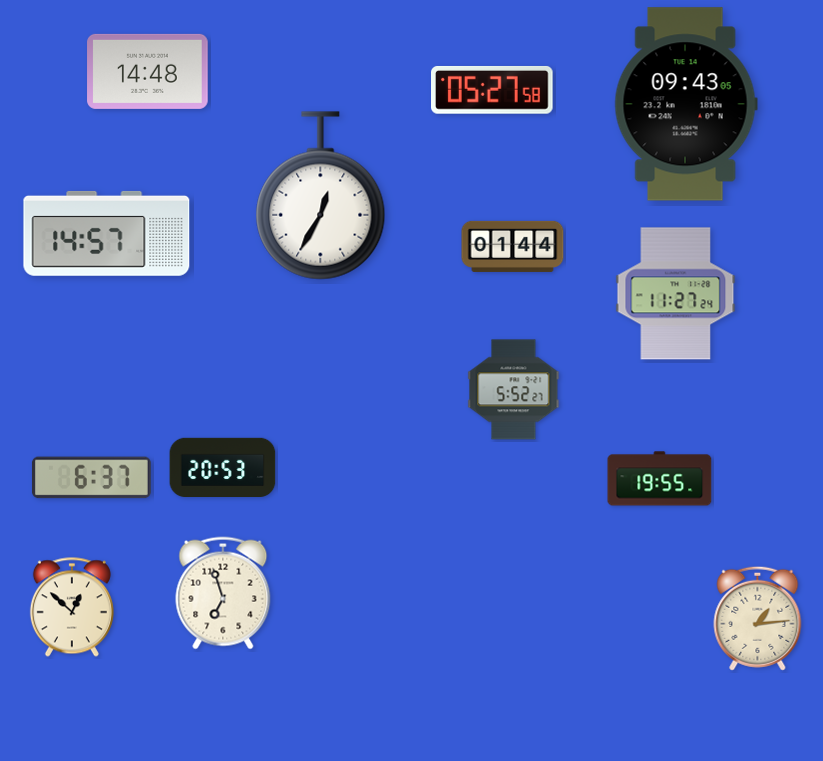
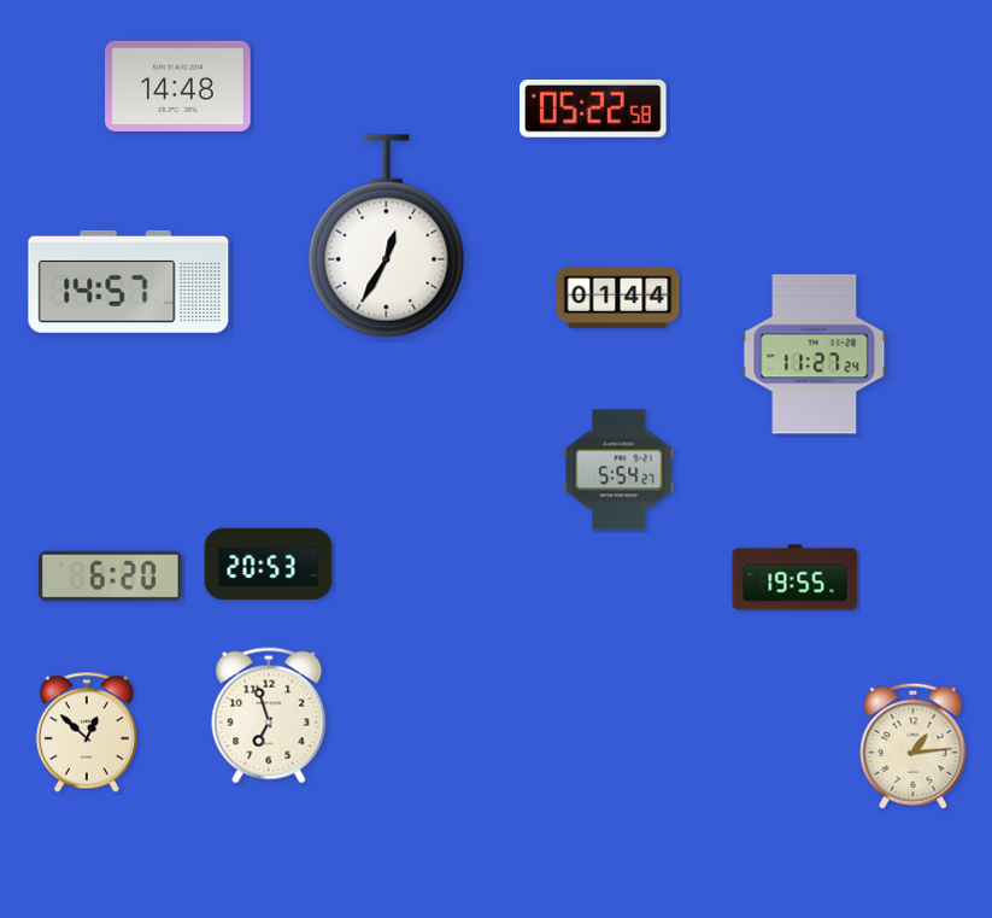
clock at (493, 90): 05:27 -> 05:22
clock at (686, 104): 09:43 -> none
clock at (514, 390): 5:52 -> 5:54
clock at (91, 478): 6:37 -> 6:20
